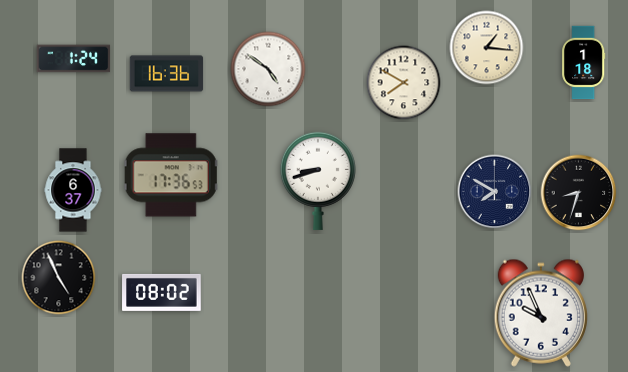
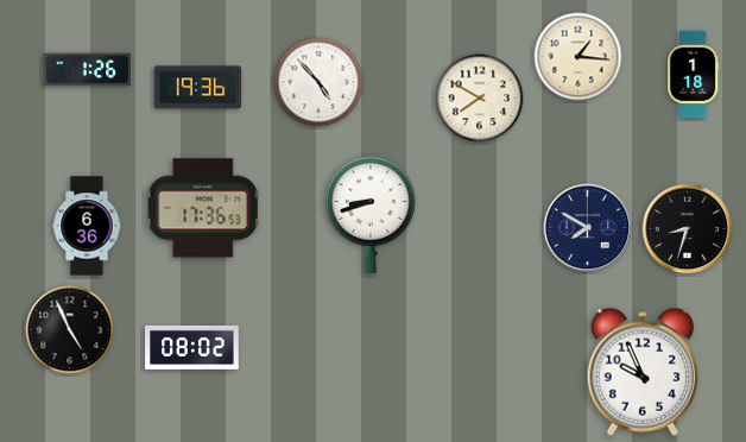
clock at (74, 59): 1:24 -> 1:26
clock at (268, 69): 4:51 -> 4:53
clock at (167, 74): 16:36 -> 19:36
clock at (318, 181) position: (318, 181) -> (371, 215)
clock at (73, 190): 6:37 -> 6:36
